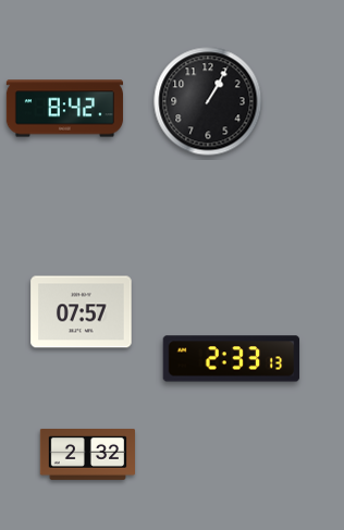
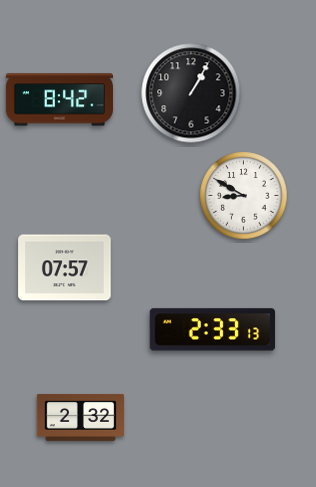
clock at (244, 196): none -> 8:50
clock at (82, 312) position: (82, 312) -> (65, 268)
